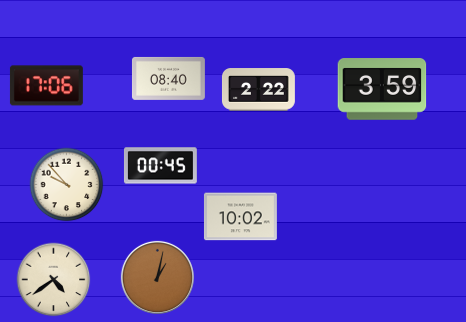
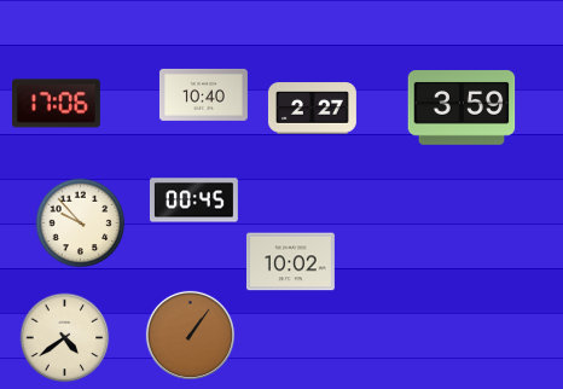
clock at (168, 78): 08:40 -> 10:40
clock at (258, 90): 2:22 -> 2:27
clock at (157, 277): 1:02 -> 1:06
